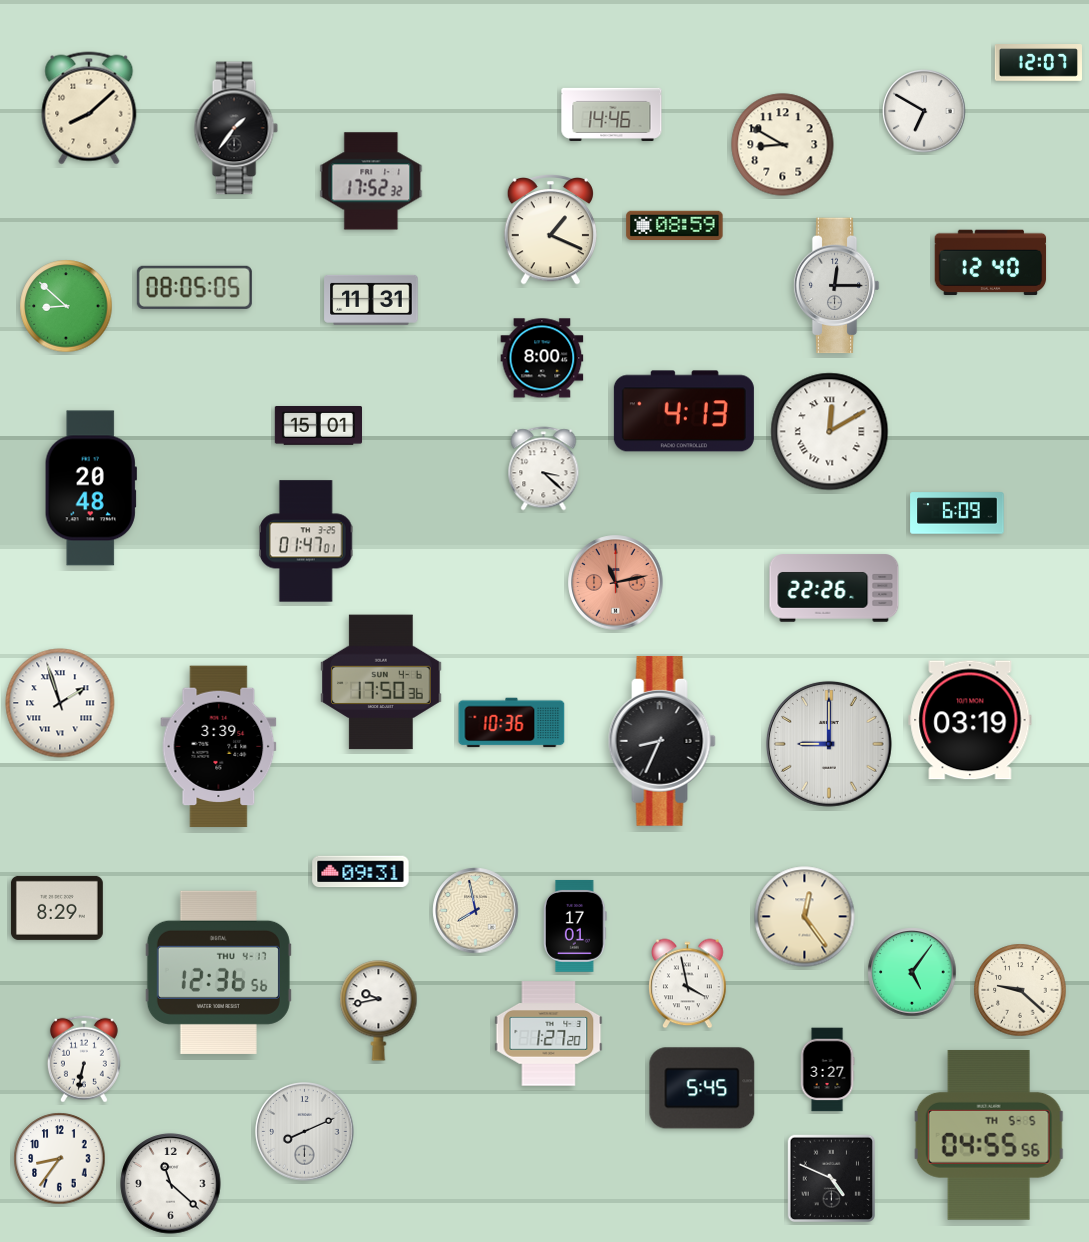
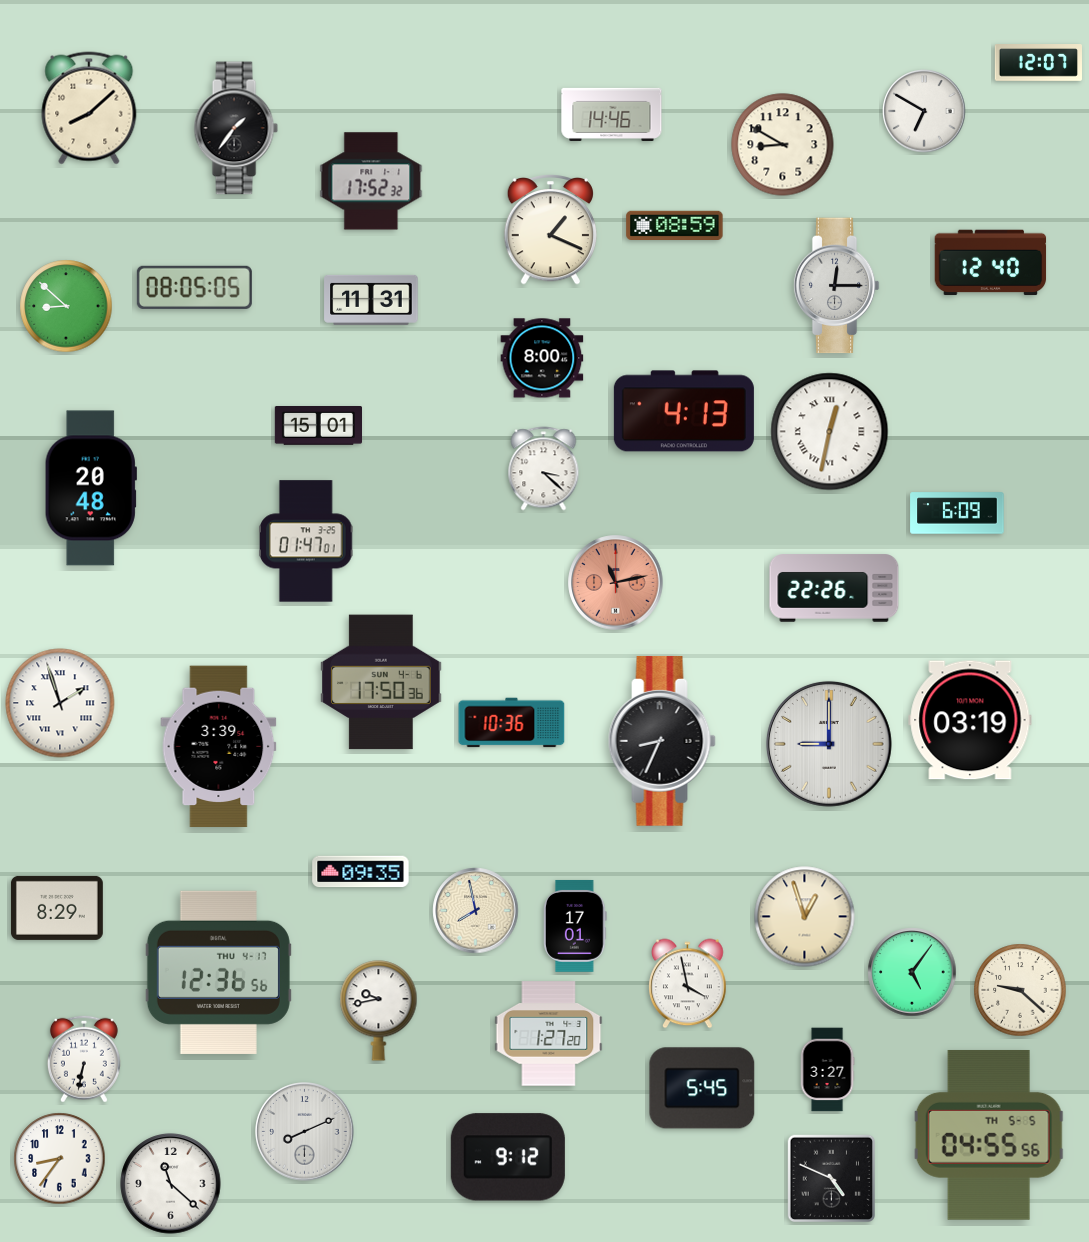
clock at (830, 432): 12:10 -> 12:32
clock at (361, 872): 09:31 -> 09:35
clock at (805, 917): 12:24 -> 12:57
clock at (508, 1157): none -> 9:12
